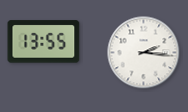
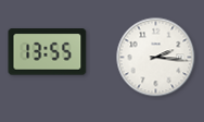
clock at (44, 42) position: (44, 42) -> (48, 52)
